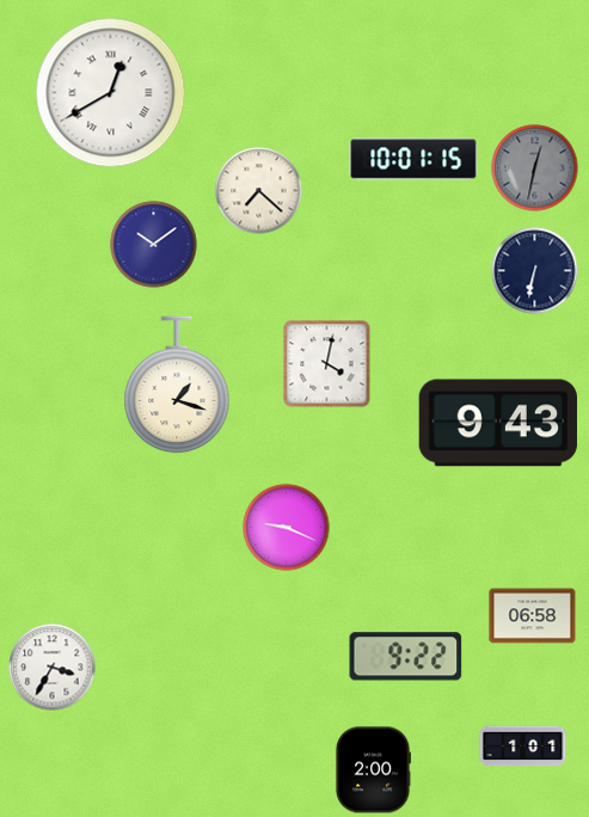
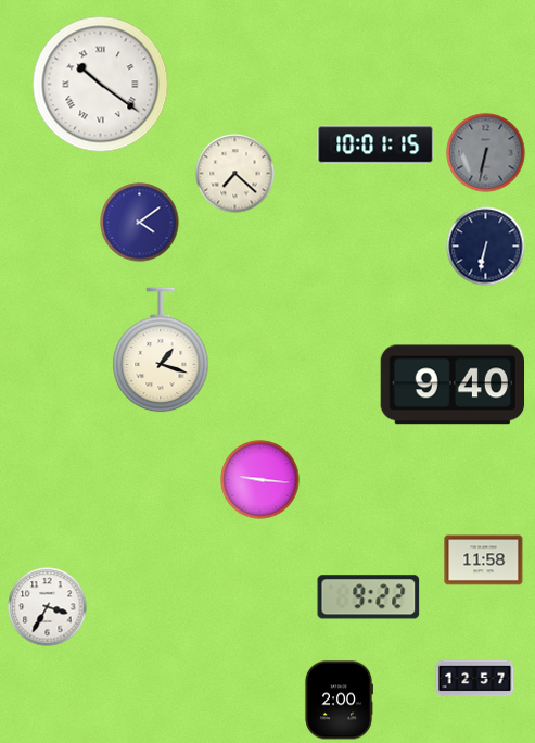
clock at (111, 93): 12:40 -> 10:21
clock at (535, 168): 12:32 -> 6:32
clock at (154, 245): 10:09 -> 4:09
clock at (327, 364): 4:02 -> none
clock at (497, 423): 9:43 -> 9:40
clock at (287, 528): 9:19 -> 9:16
clock at (533, 616): 06:58 -> 11:58
clock at (523, 747): 1:01 -> 12:57
